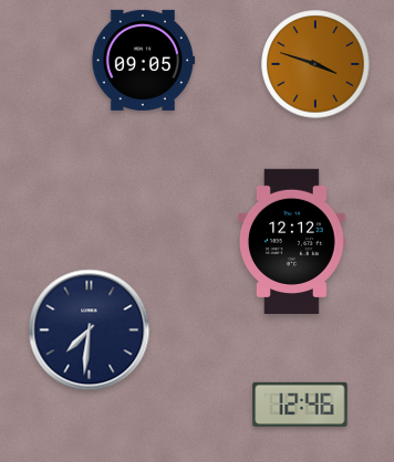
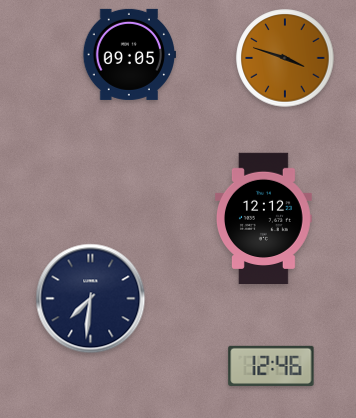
clock at (90, 330) position: (90, 330) -> (91, 299)
